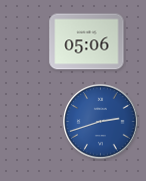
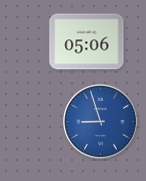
clock at (101, 122): 2:42 -> 8:57
